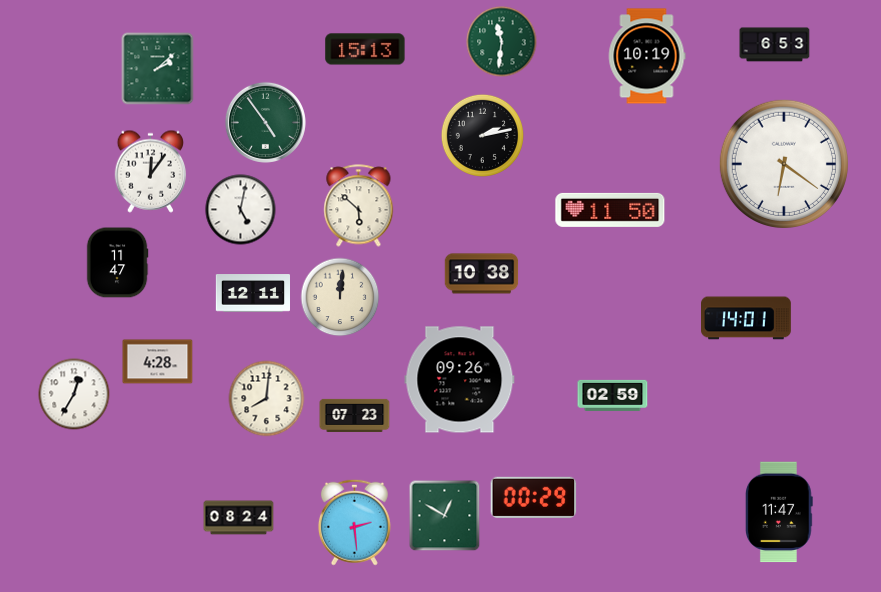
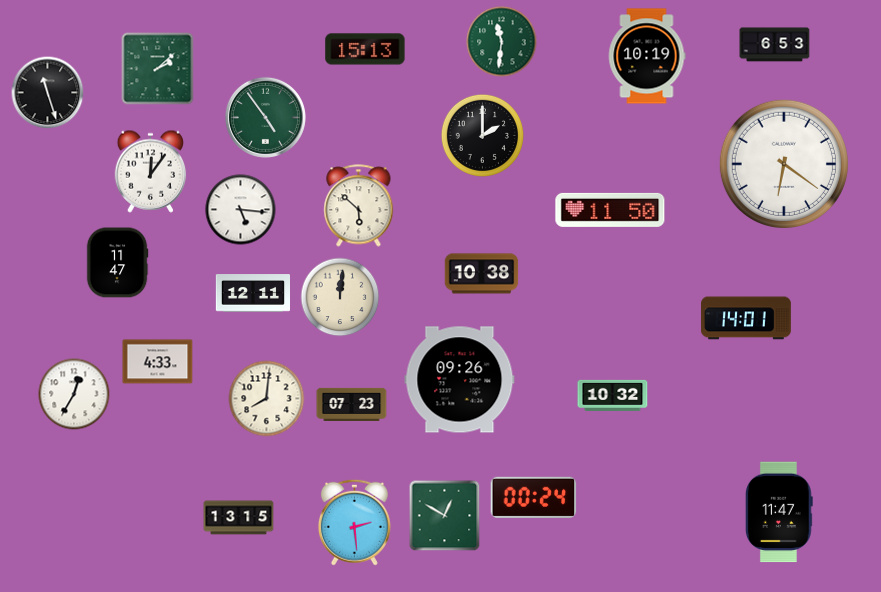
clock at (48, 93): none -> 11:27
clock at (265, 122) position: (265, 122) -> (265, 117)
clock at (482, 135): 2:13 -> 2:00
clock at (241, 210): 5:02 -> 5:16
clock at (158, 362): 4:28 -> 4:33
clock at (613, 395): 02:59 -> 10:32
clock at (355, 415) position: (355, 415) -> (352, 404)
clock at (534, 497): 00:29 -> 00:24
clock at (239, 518): 08:24 -> 13:15
